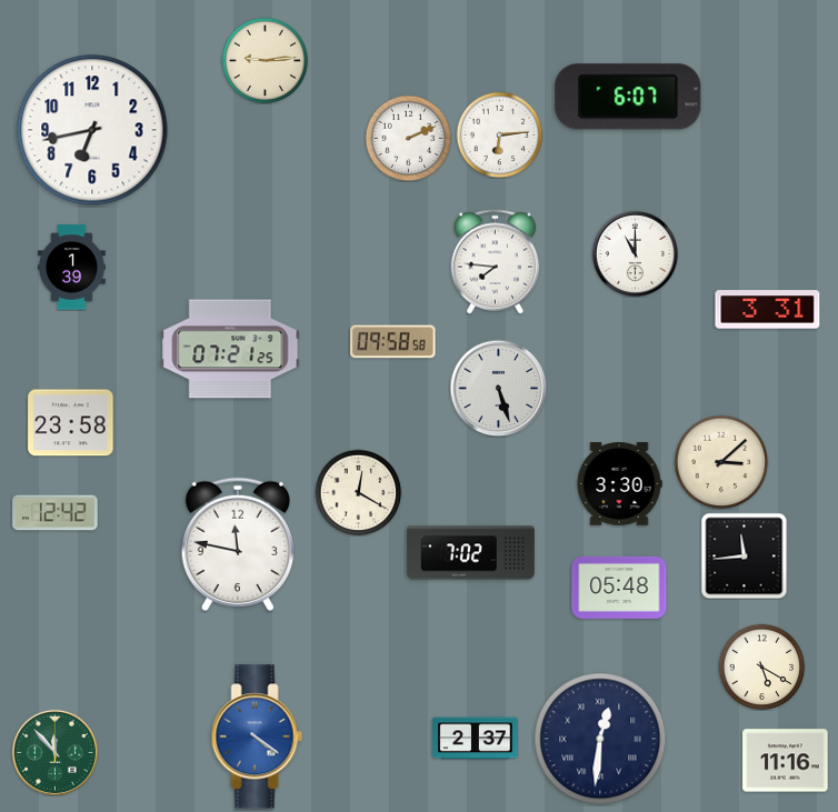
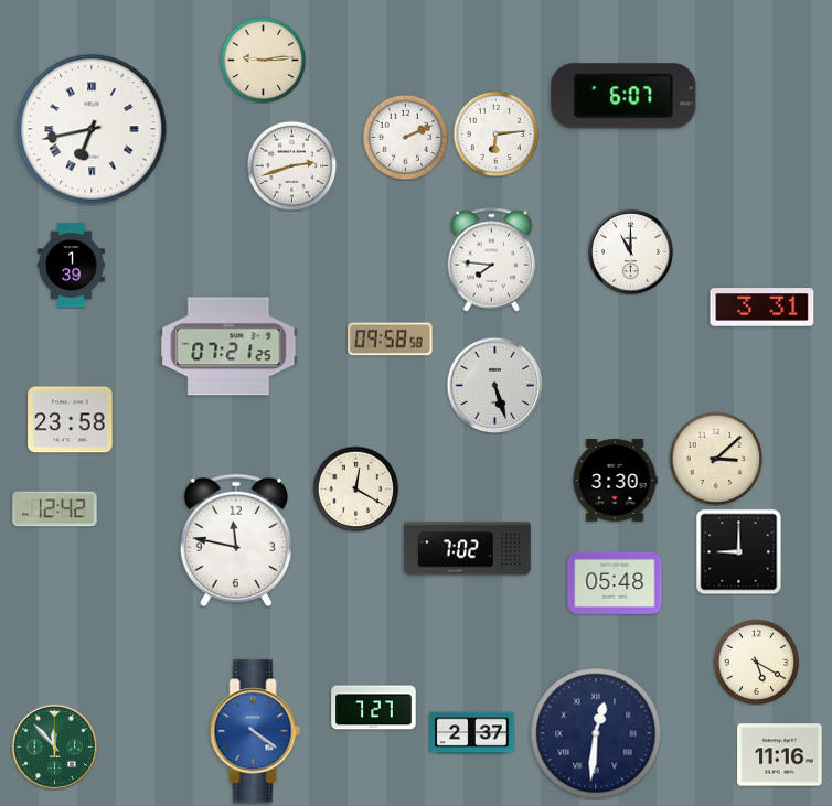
clock at (92, 130) numerals: Arabic -> Roman
clock at (291, 165): none -> 2:42
clock at (744, 555): 11:44 -> 9:00
clock at (374, 708): none -> 7:27
